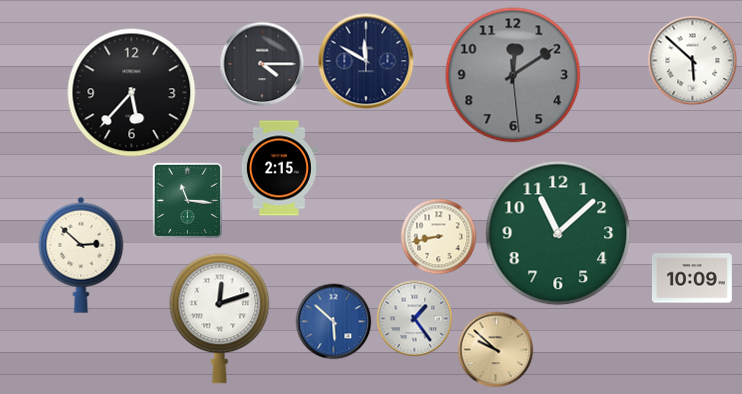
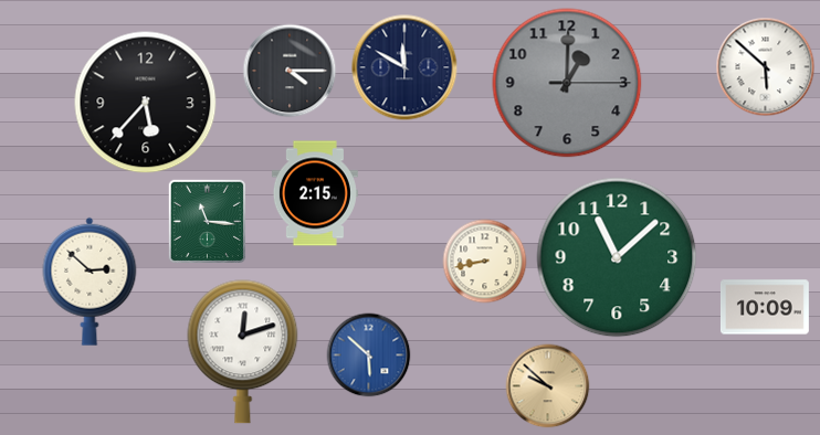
clock at (513, 75): 12:09 -> 1:00
clock at (279, 168) position: (279, 168) -> (315, 193)
clock at (415, 319): 1:24 -> none
